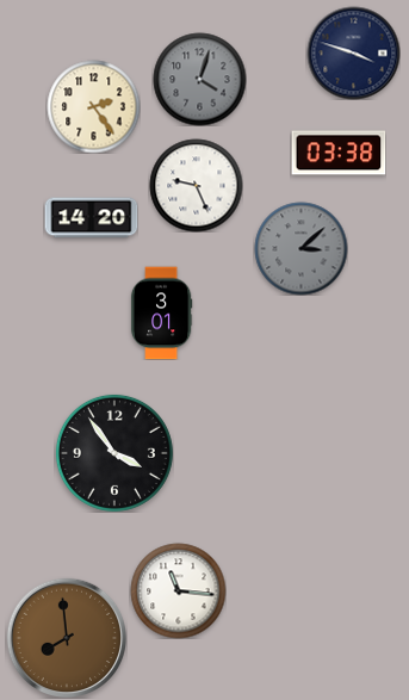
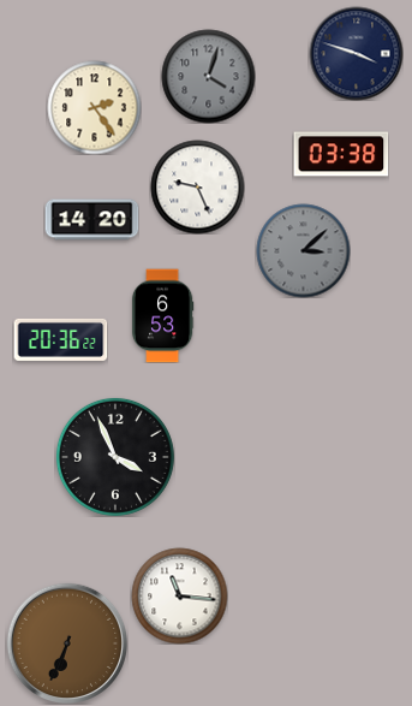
clock at (199, 79) position: (199, 79) -> (208, 76)
clock at (161, 312): 3:01 -> 6:53
clock at (60, 339): none -> 20:36
clock at (114, 453): 3:54 -> 3:56
clock at (67, 638): 7:59 -> 6:34
